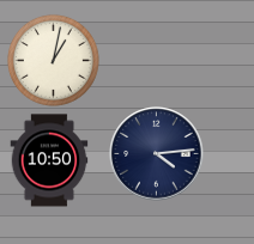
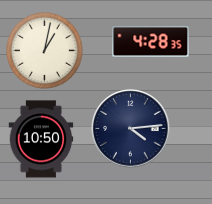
clock at (151, 42): none -> 4:28
clock at (49, 160) position: (49, 160) -> (41, 139)
